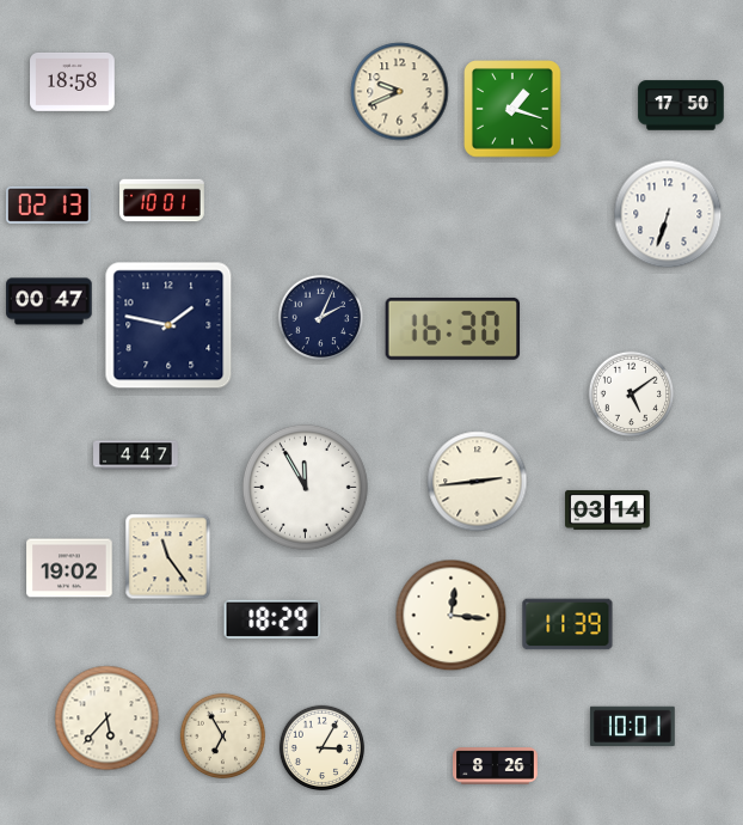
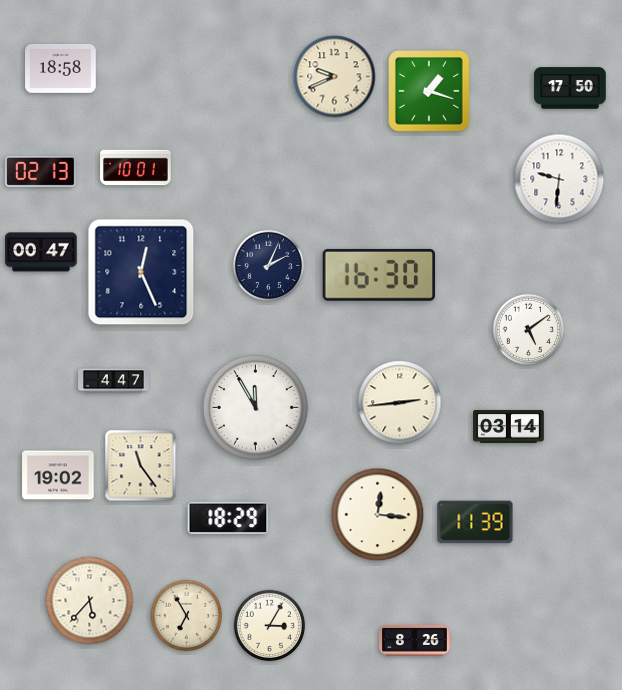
clock at (668, 214): 6:33 -> 9:31
clock at (168, 325): 1:47 -> 12:26
clock at (632, 726): 10:01 -> none
